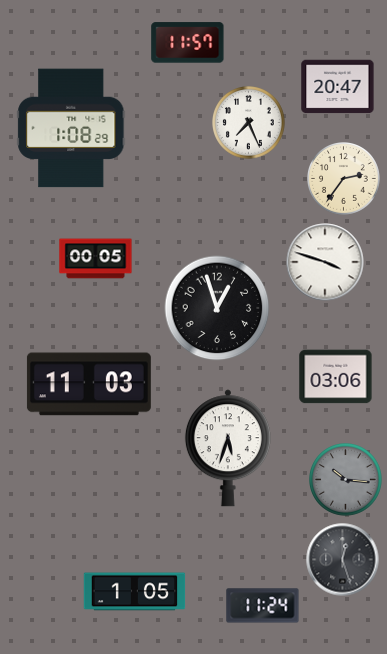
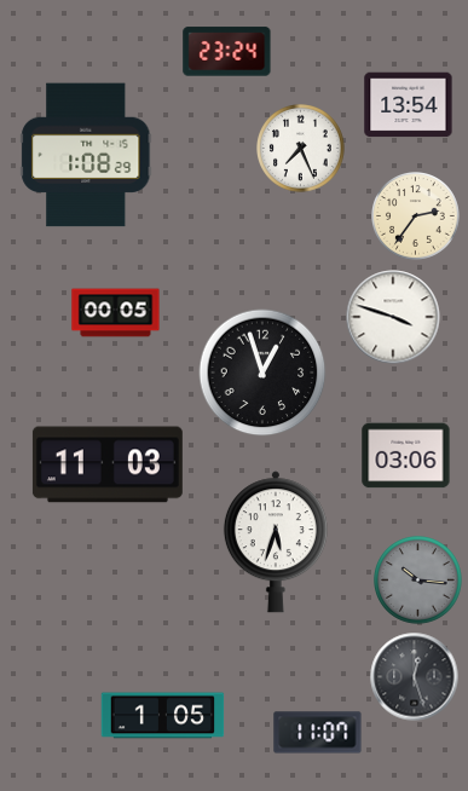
clock at (188, 43): 11:57 -> 23:24
clock at (338, 87): 20:47 -> 13:54
clock at (263, 606): 11:24 -> 11:07
